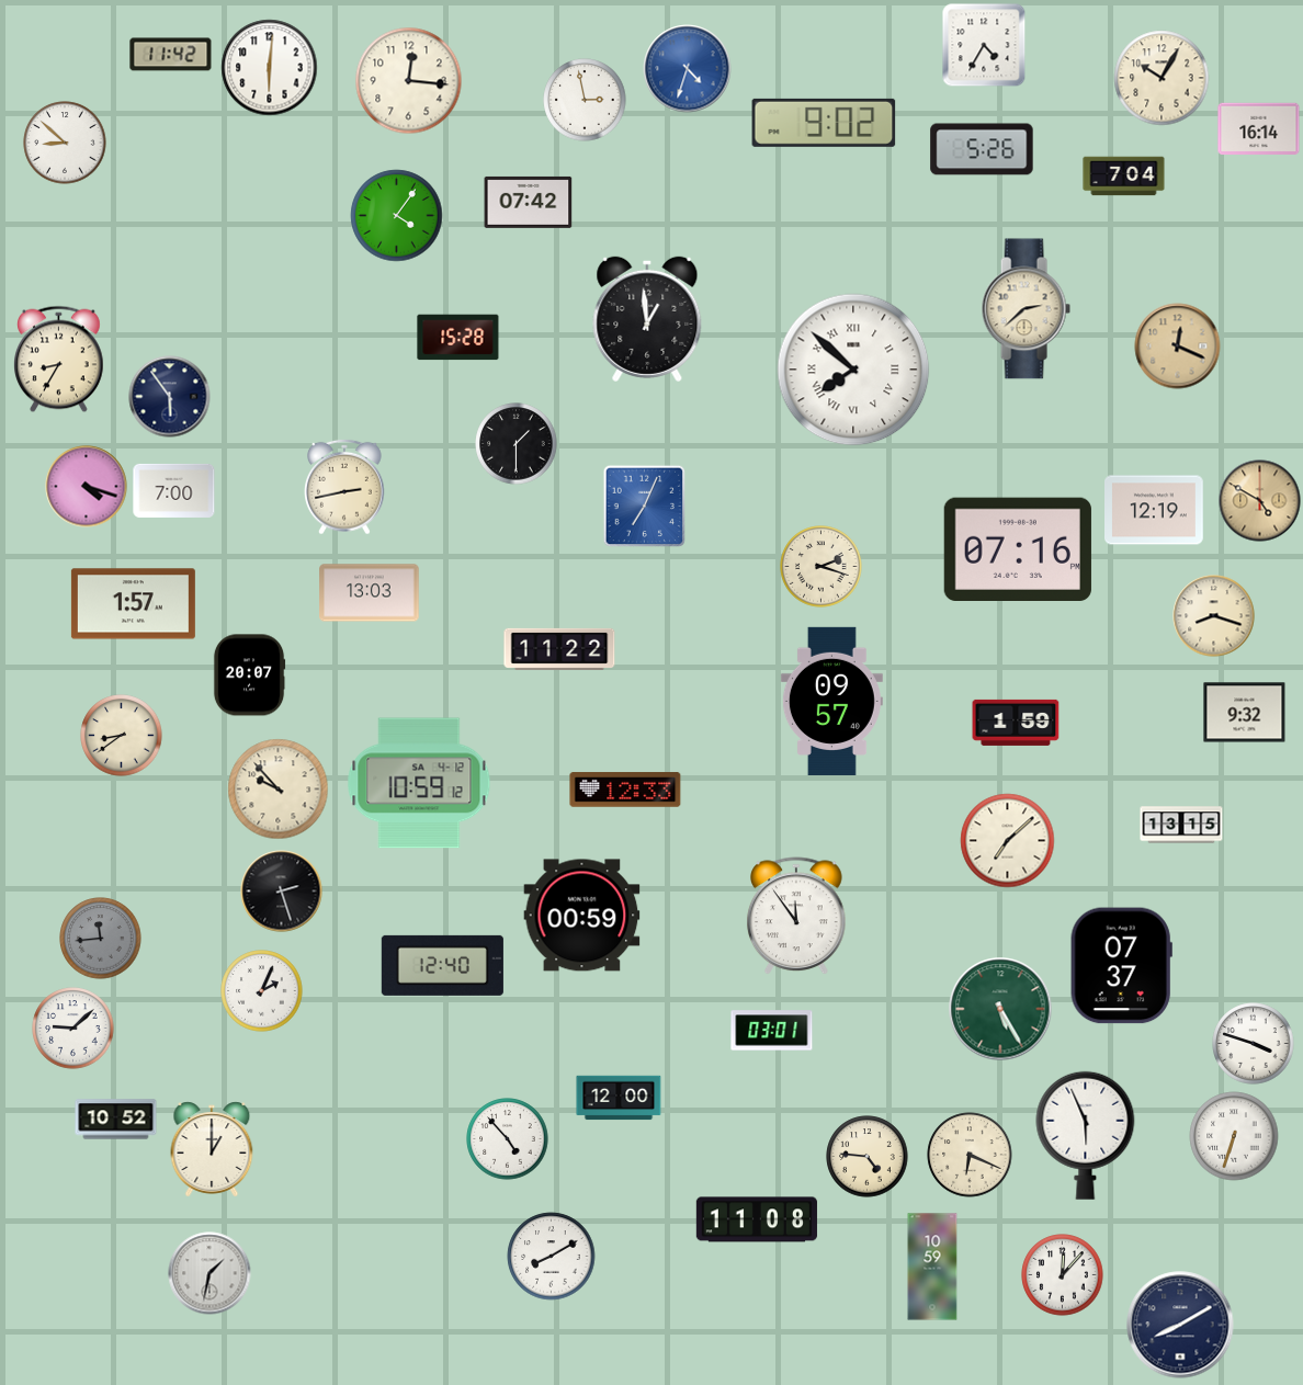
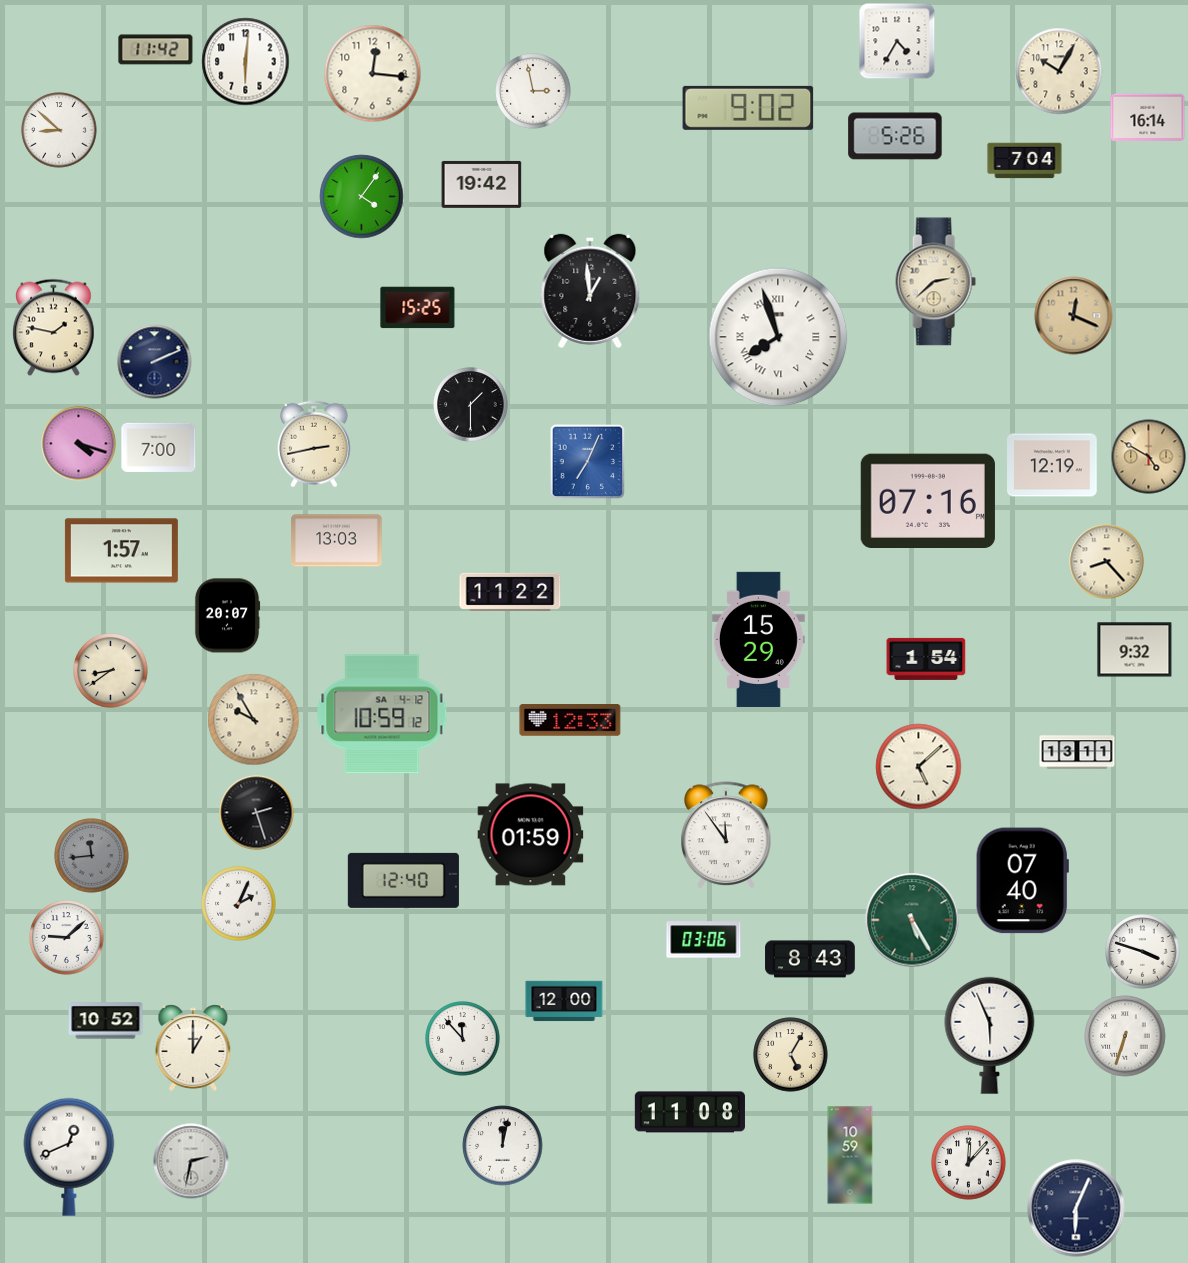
clock at (688, 69): 4:33 -> none
clock at (824, 123) position: (824, 123) -> (748, 108)
clock at (529, 202): 07:42 -> 19:42
clock at (458, 338): 15:28 -> 15:25
clock at (59, 360): 8:35 -> 1:47
clock at (853, 370): 7:52 -> 7:57
clock at (170, 397): 5:54 -> 2:11
clock at (822, 567): 2:18 -> none
clock at (1214, 616): 8:18 -> 8:23
clock at (831, 701): 09:57 -> 15:29
clock at (1016, 723): 1:59 -> 1:54
clock at (279, 790): 9:53 -> 9:55
clock at (1181, 825): 13:15 -> 13:11
clock at (1008, 841): 7:08 -> 5:08
clock at (582, 916): 00:59 -> 01:59
clock at (1121, 966): 07:37 -> 07:40
clock at (772, 1031): 03:01 -> 03:06
clock at (810, 959): none -> 8:43
clock at (508, 1139): 4:53 -> 11:53
clock at (970, 1155): 6:19 -> none
clock at (868, 1157): 4:46 -> 5:05
clock at (552, 1257): 8:10 -> 12:02
clock at (69, 1157): none -> 12:41
clock at (209, 1273): 1:32 -> 2:32
clock at (1180, 1325): 8:10 -> 6:04
